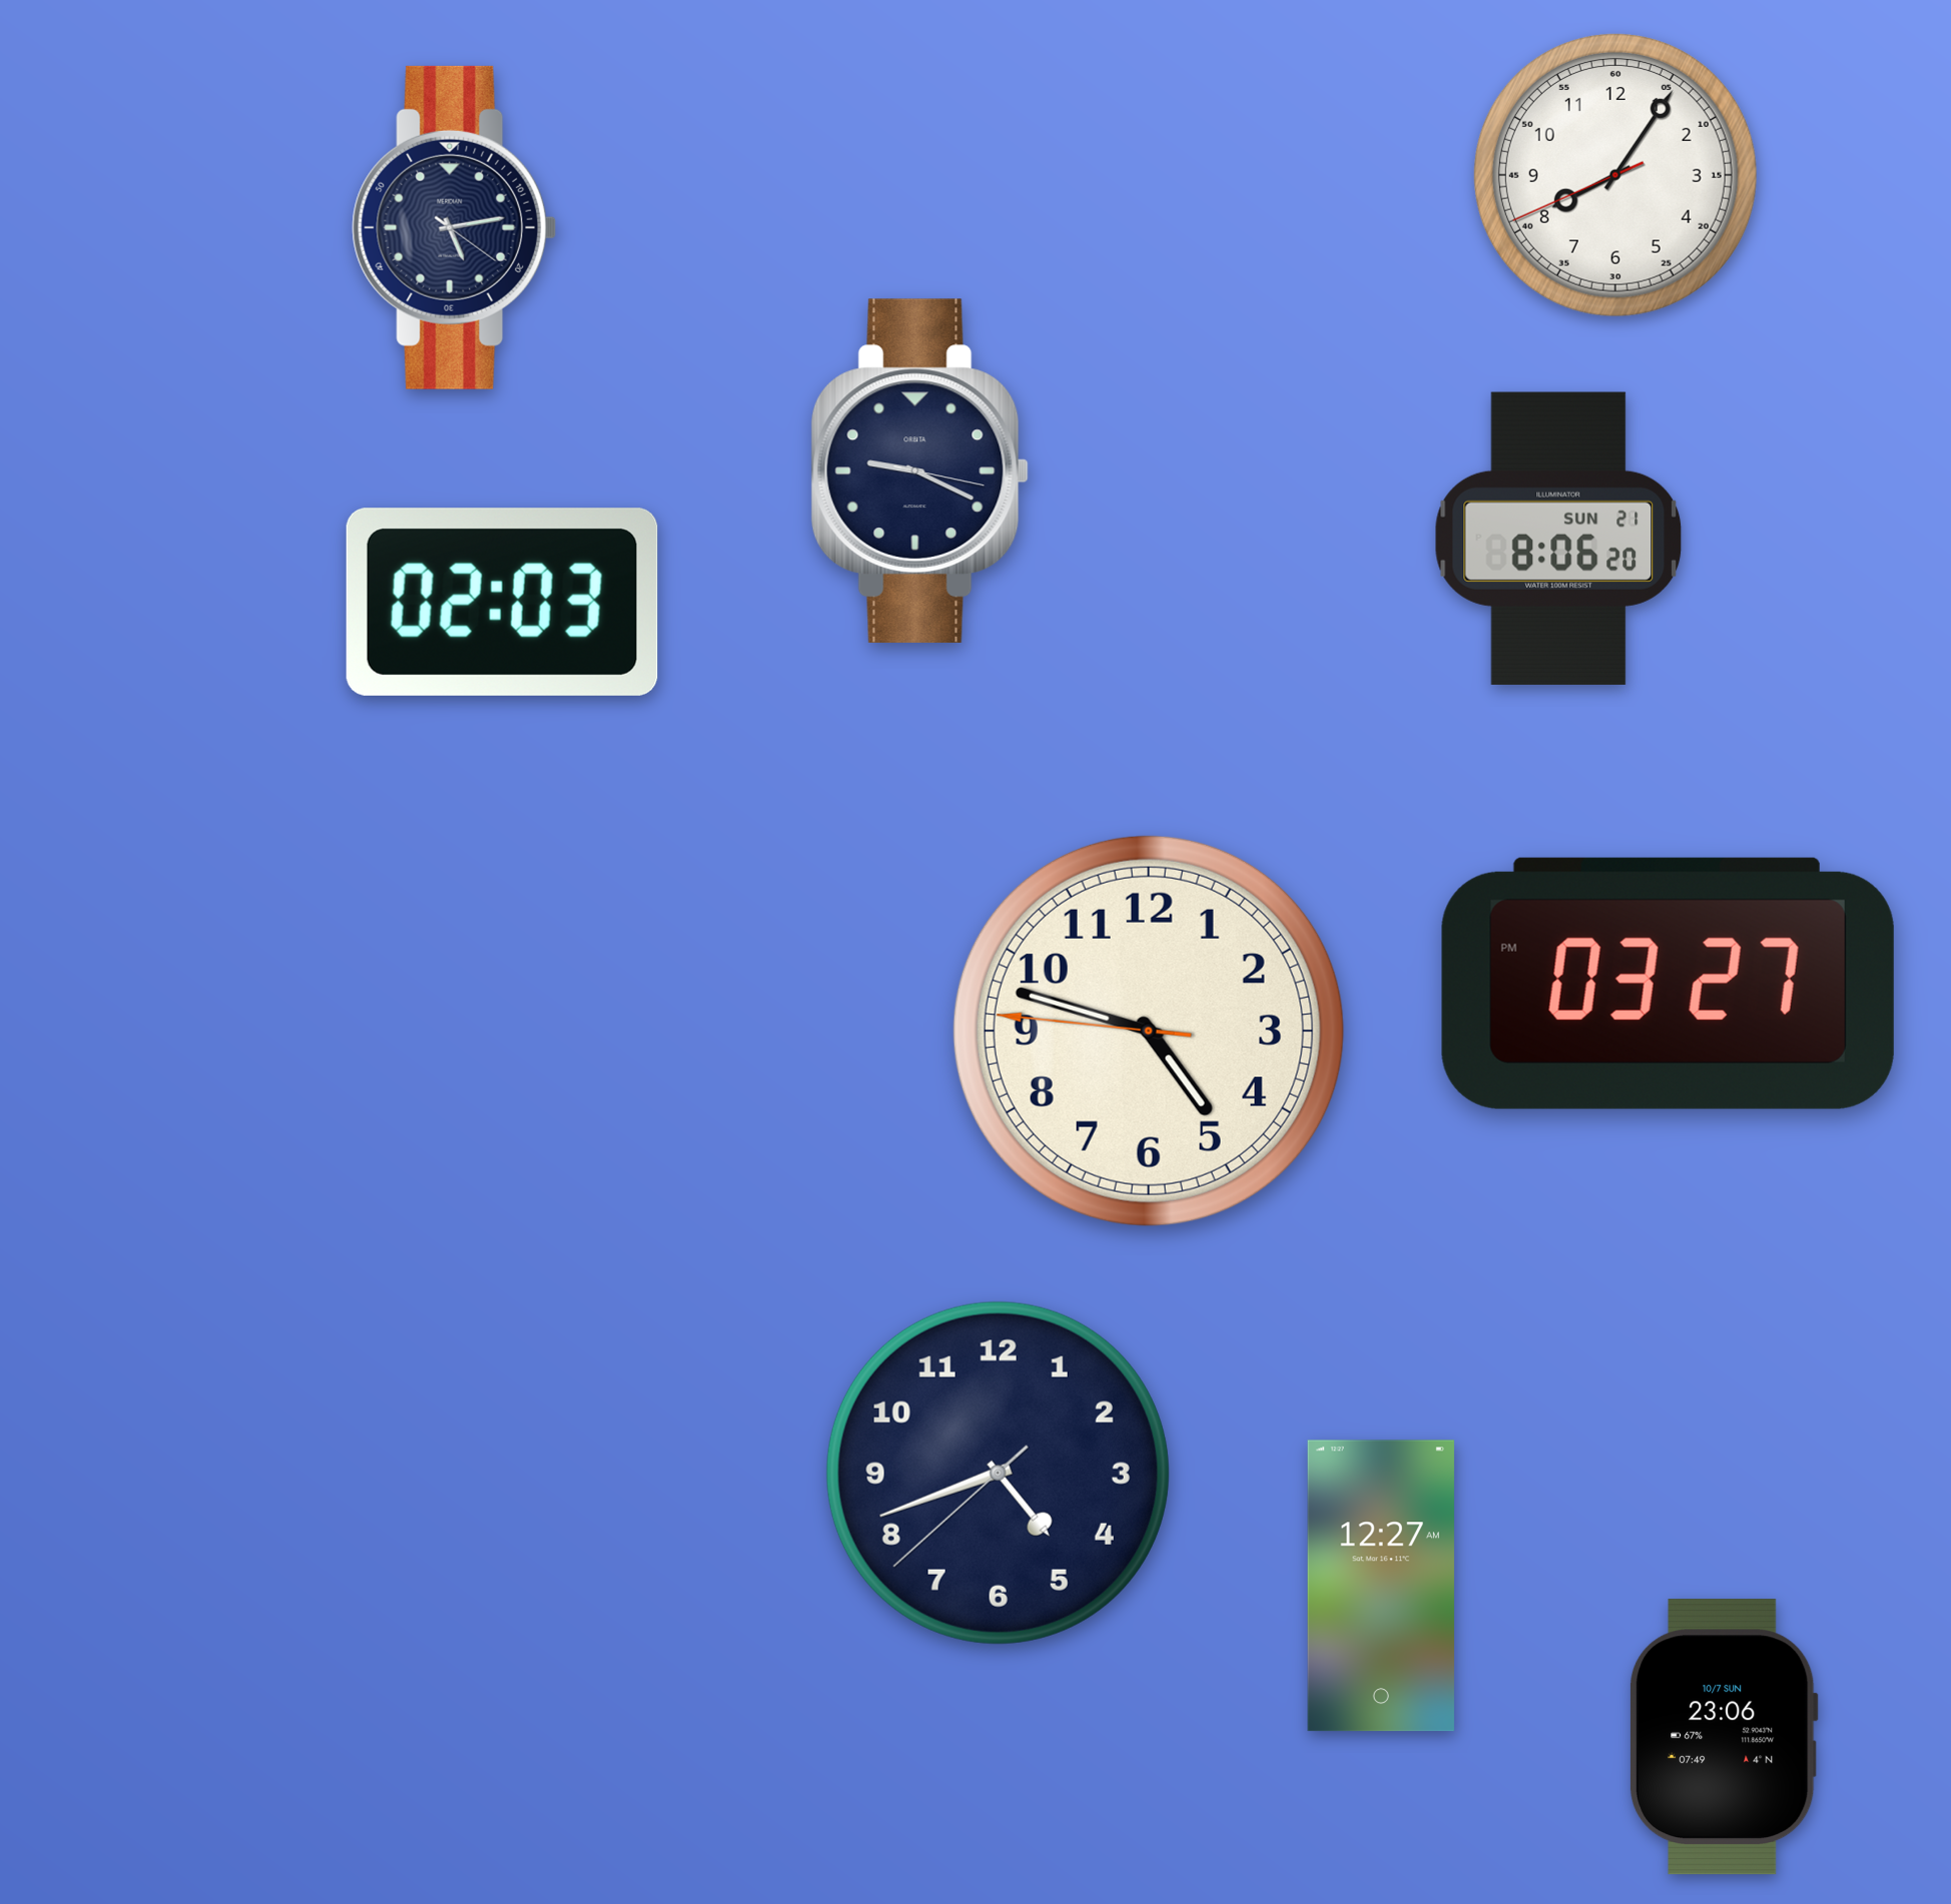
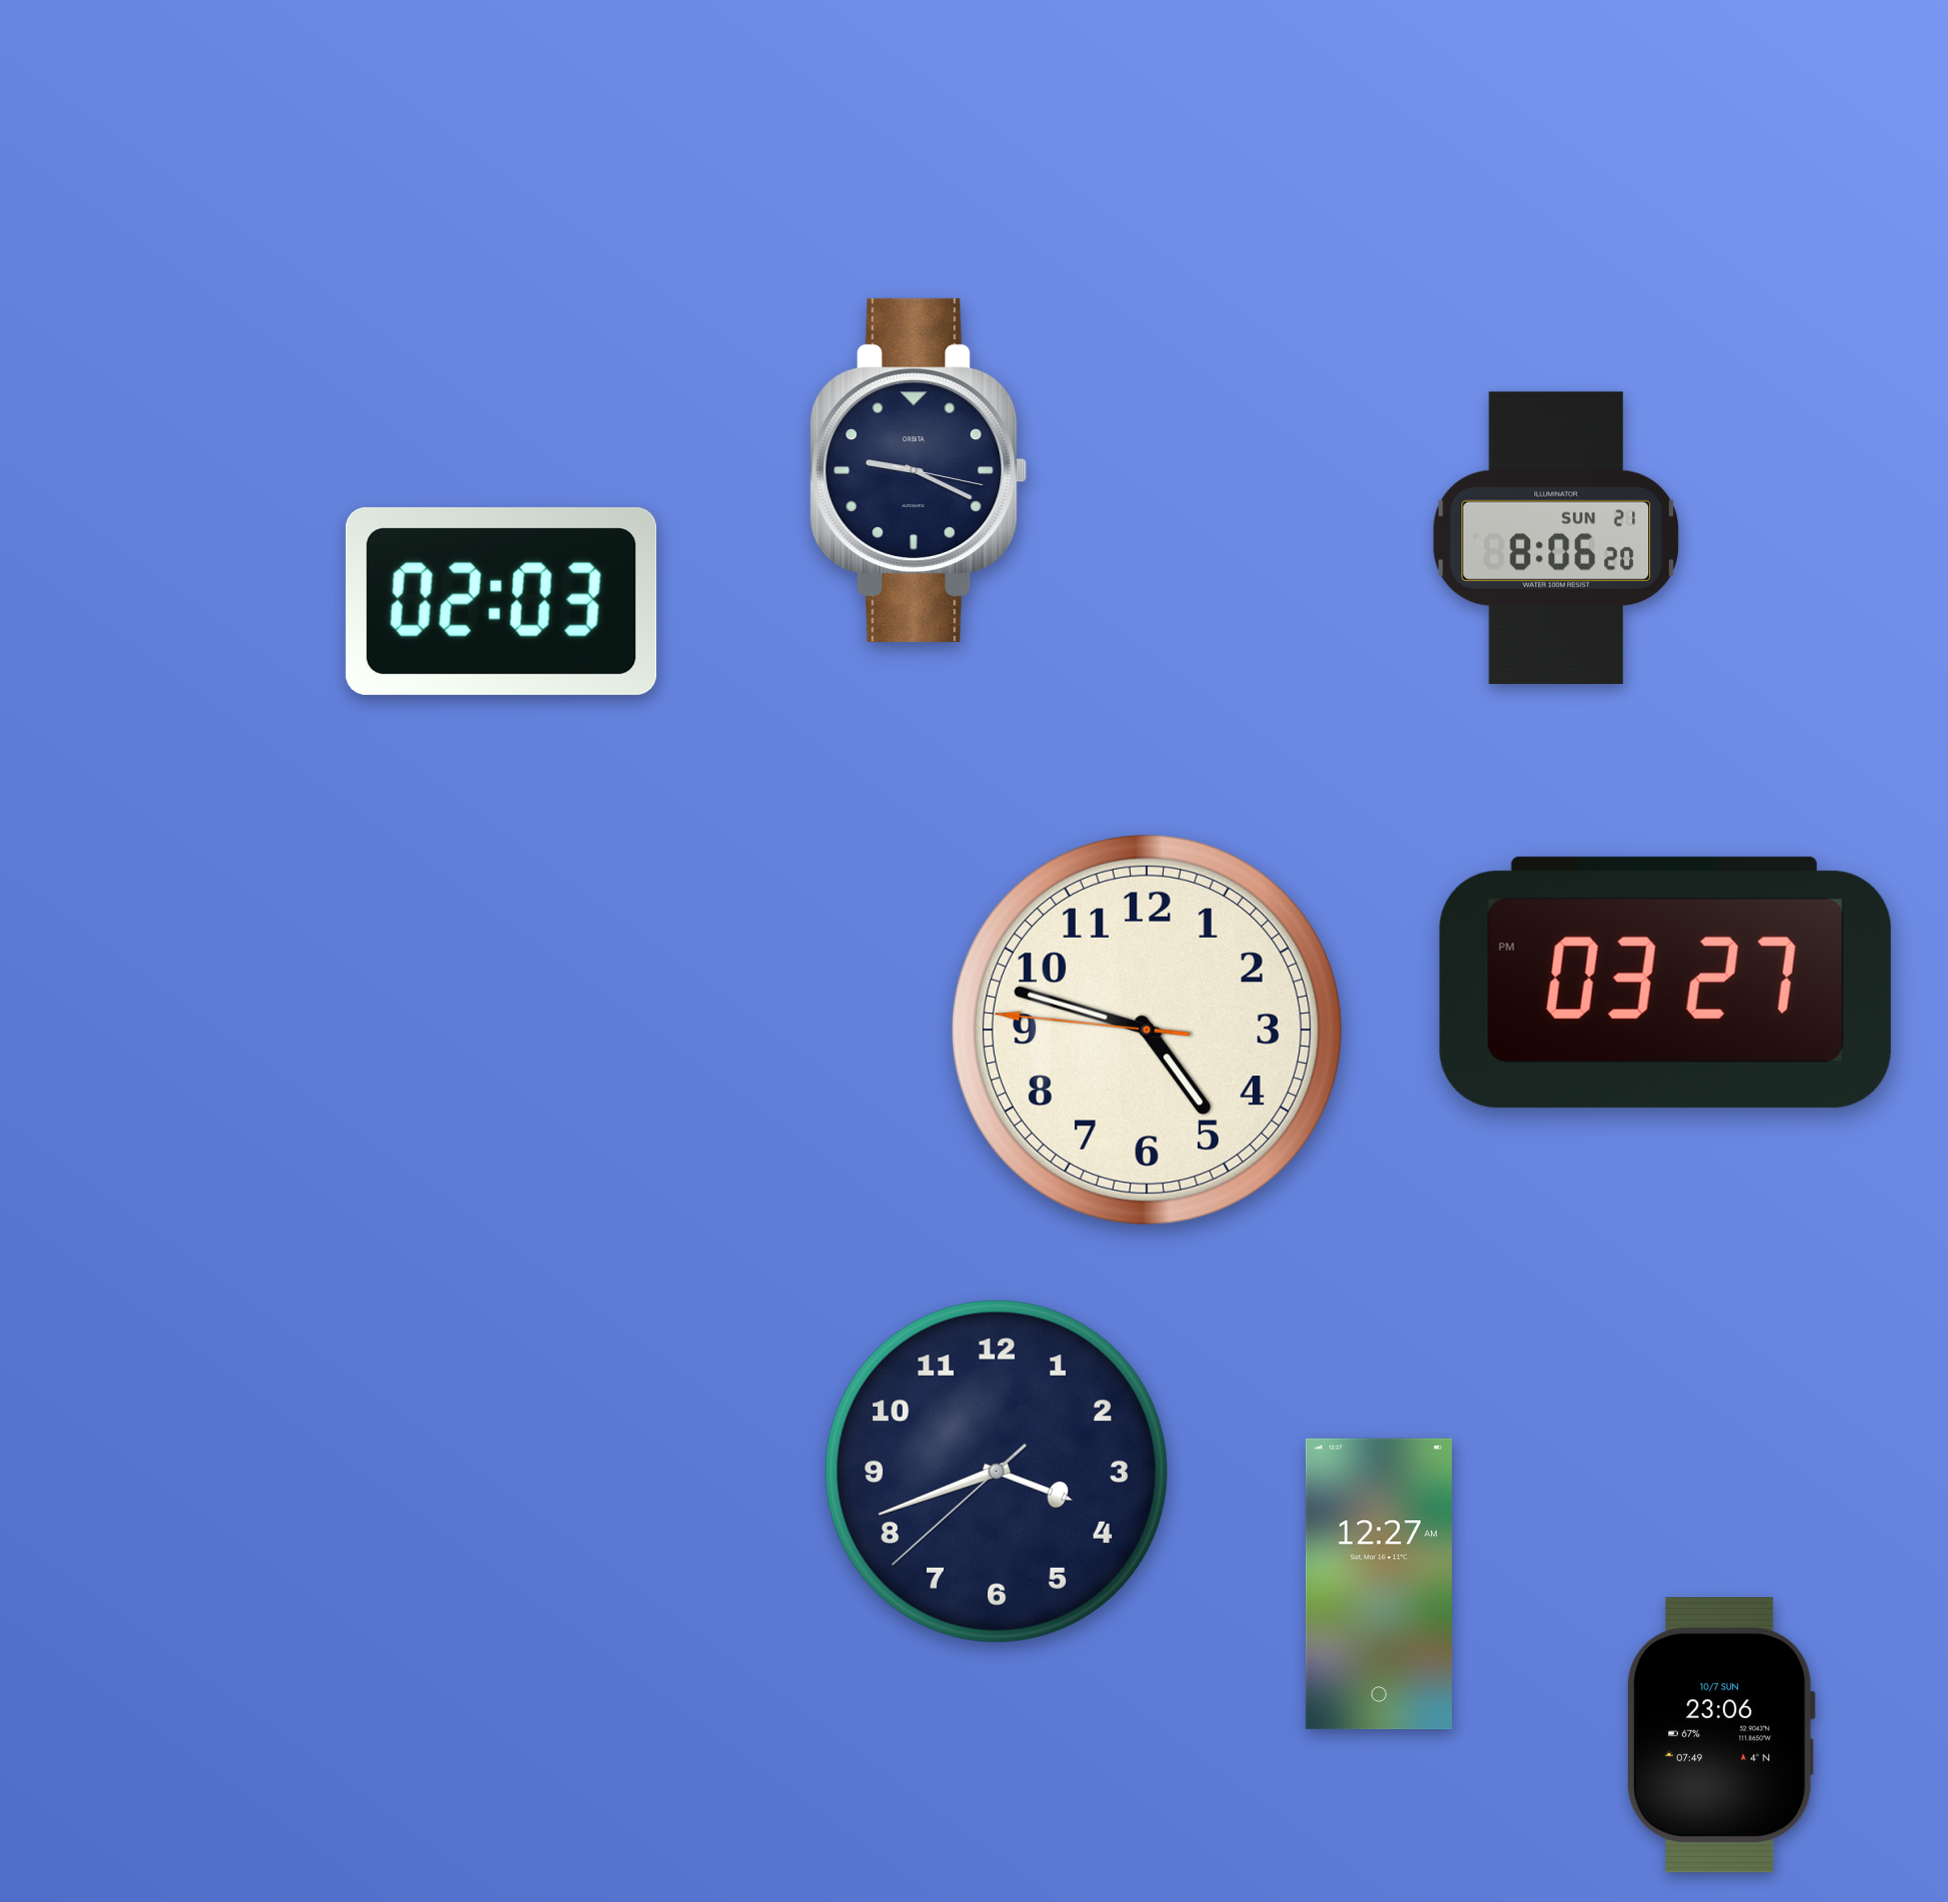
clock at (1615, 175): 8:05 -> none
clock at (455, 227): 5:13 -> none
clock at (998, 1473): 4:41 -> 3:41
